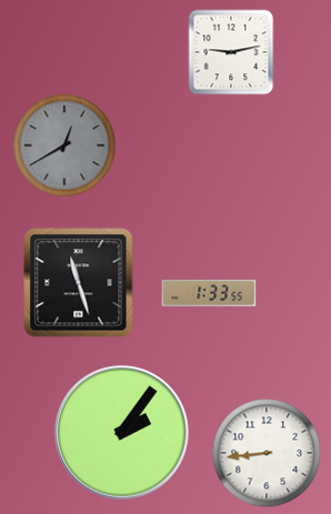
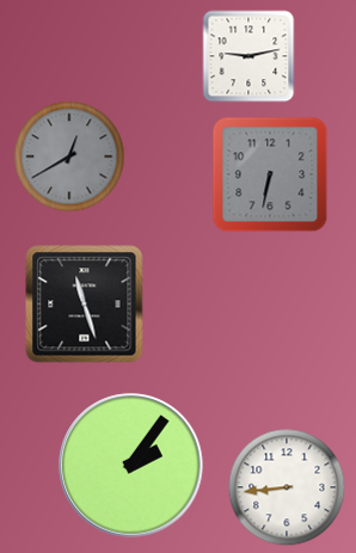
clock at (270, 174): none -> 6:32
clock at (209, 293): 1:33 -> none
